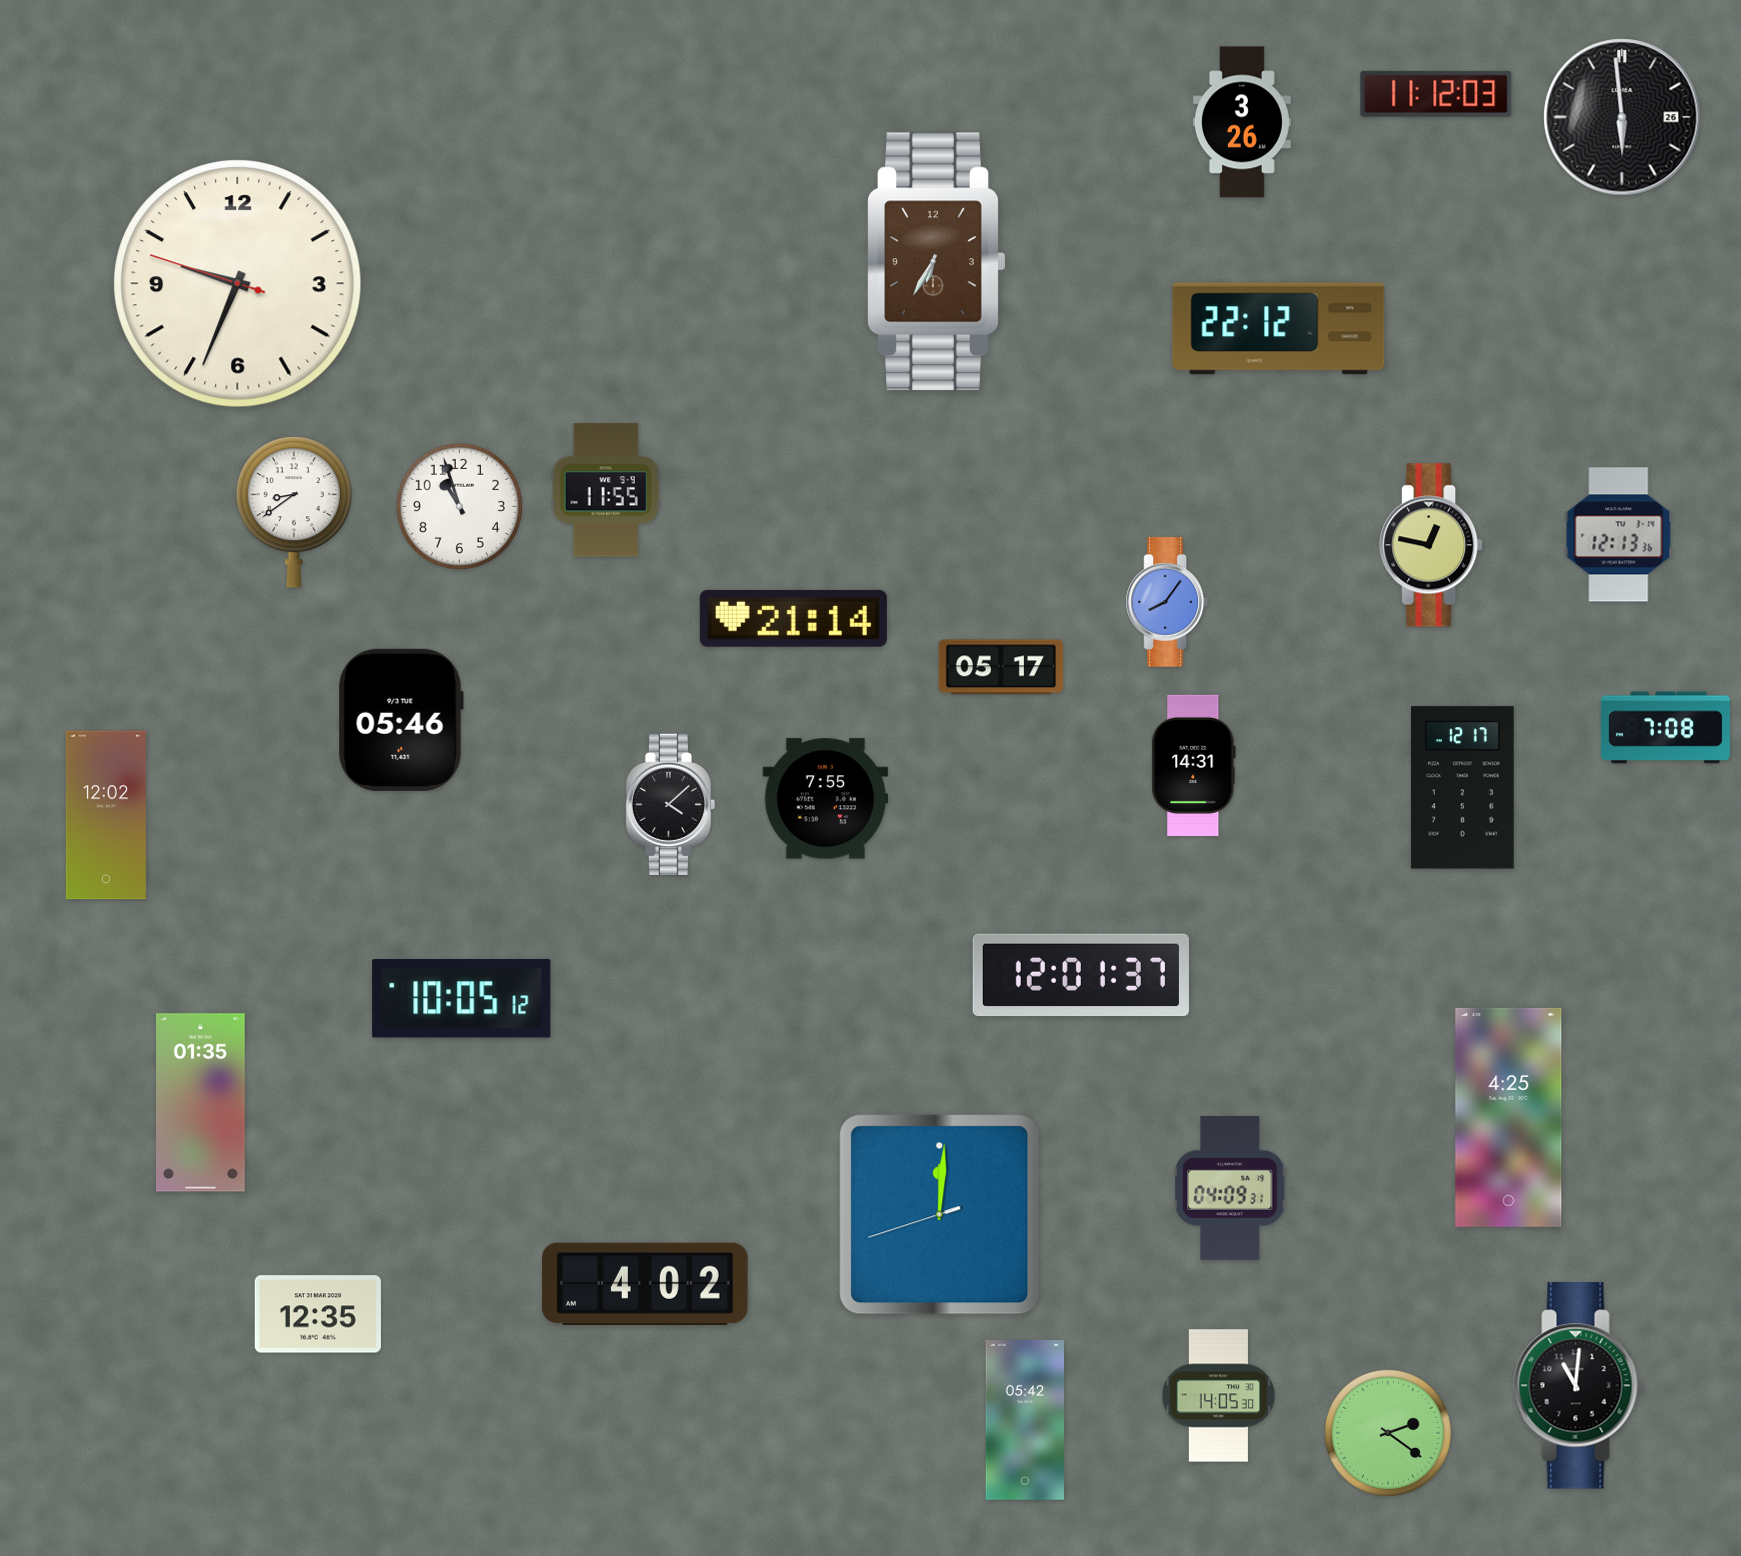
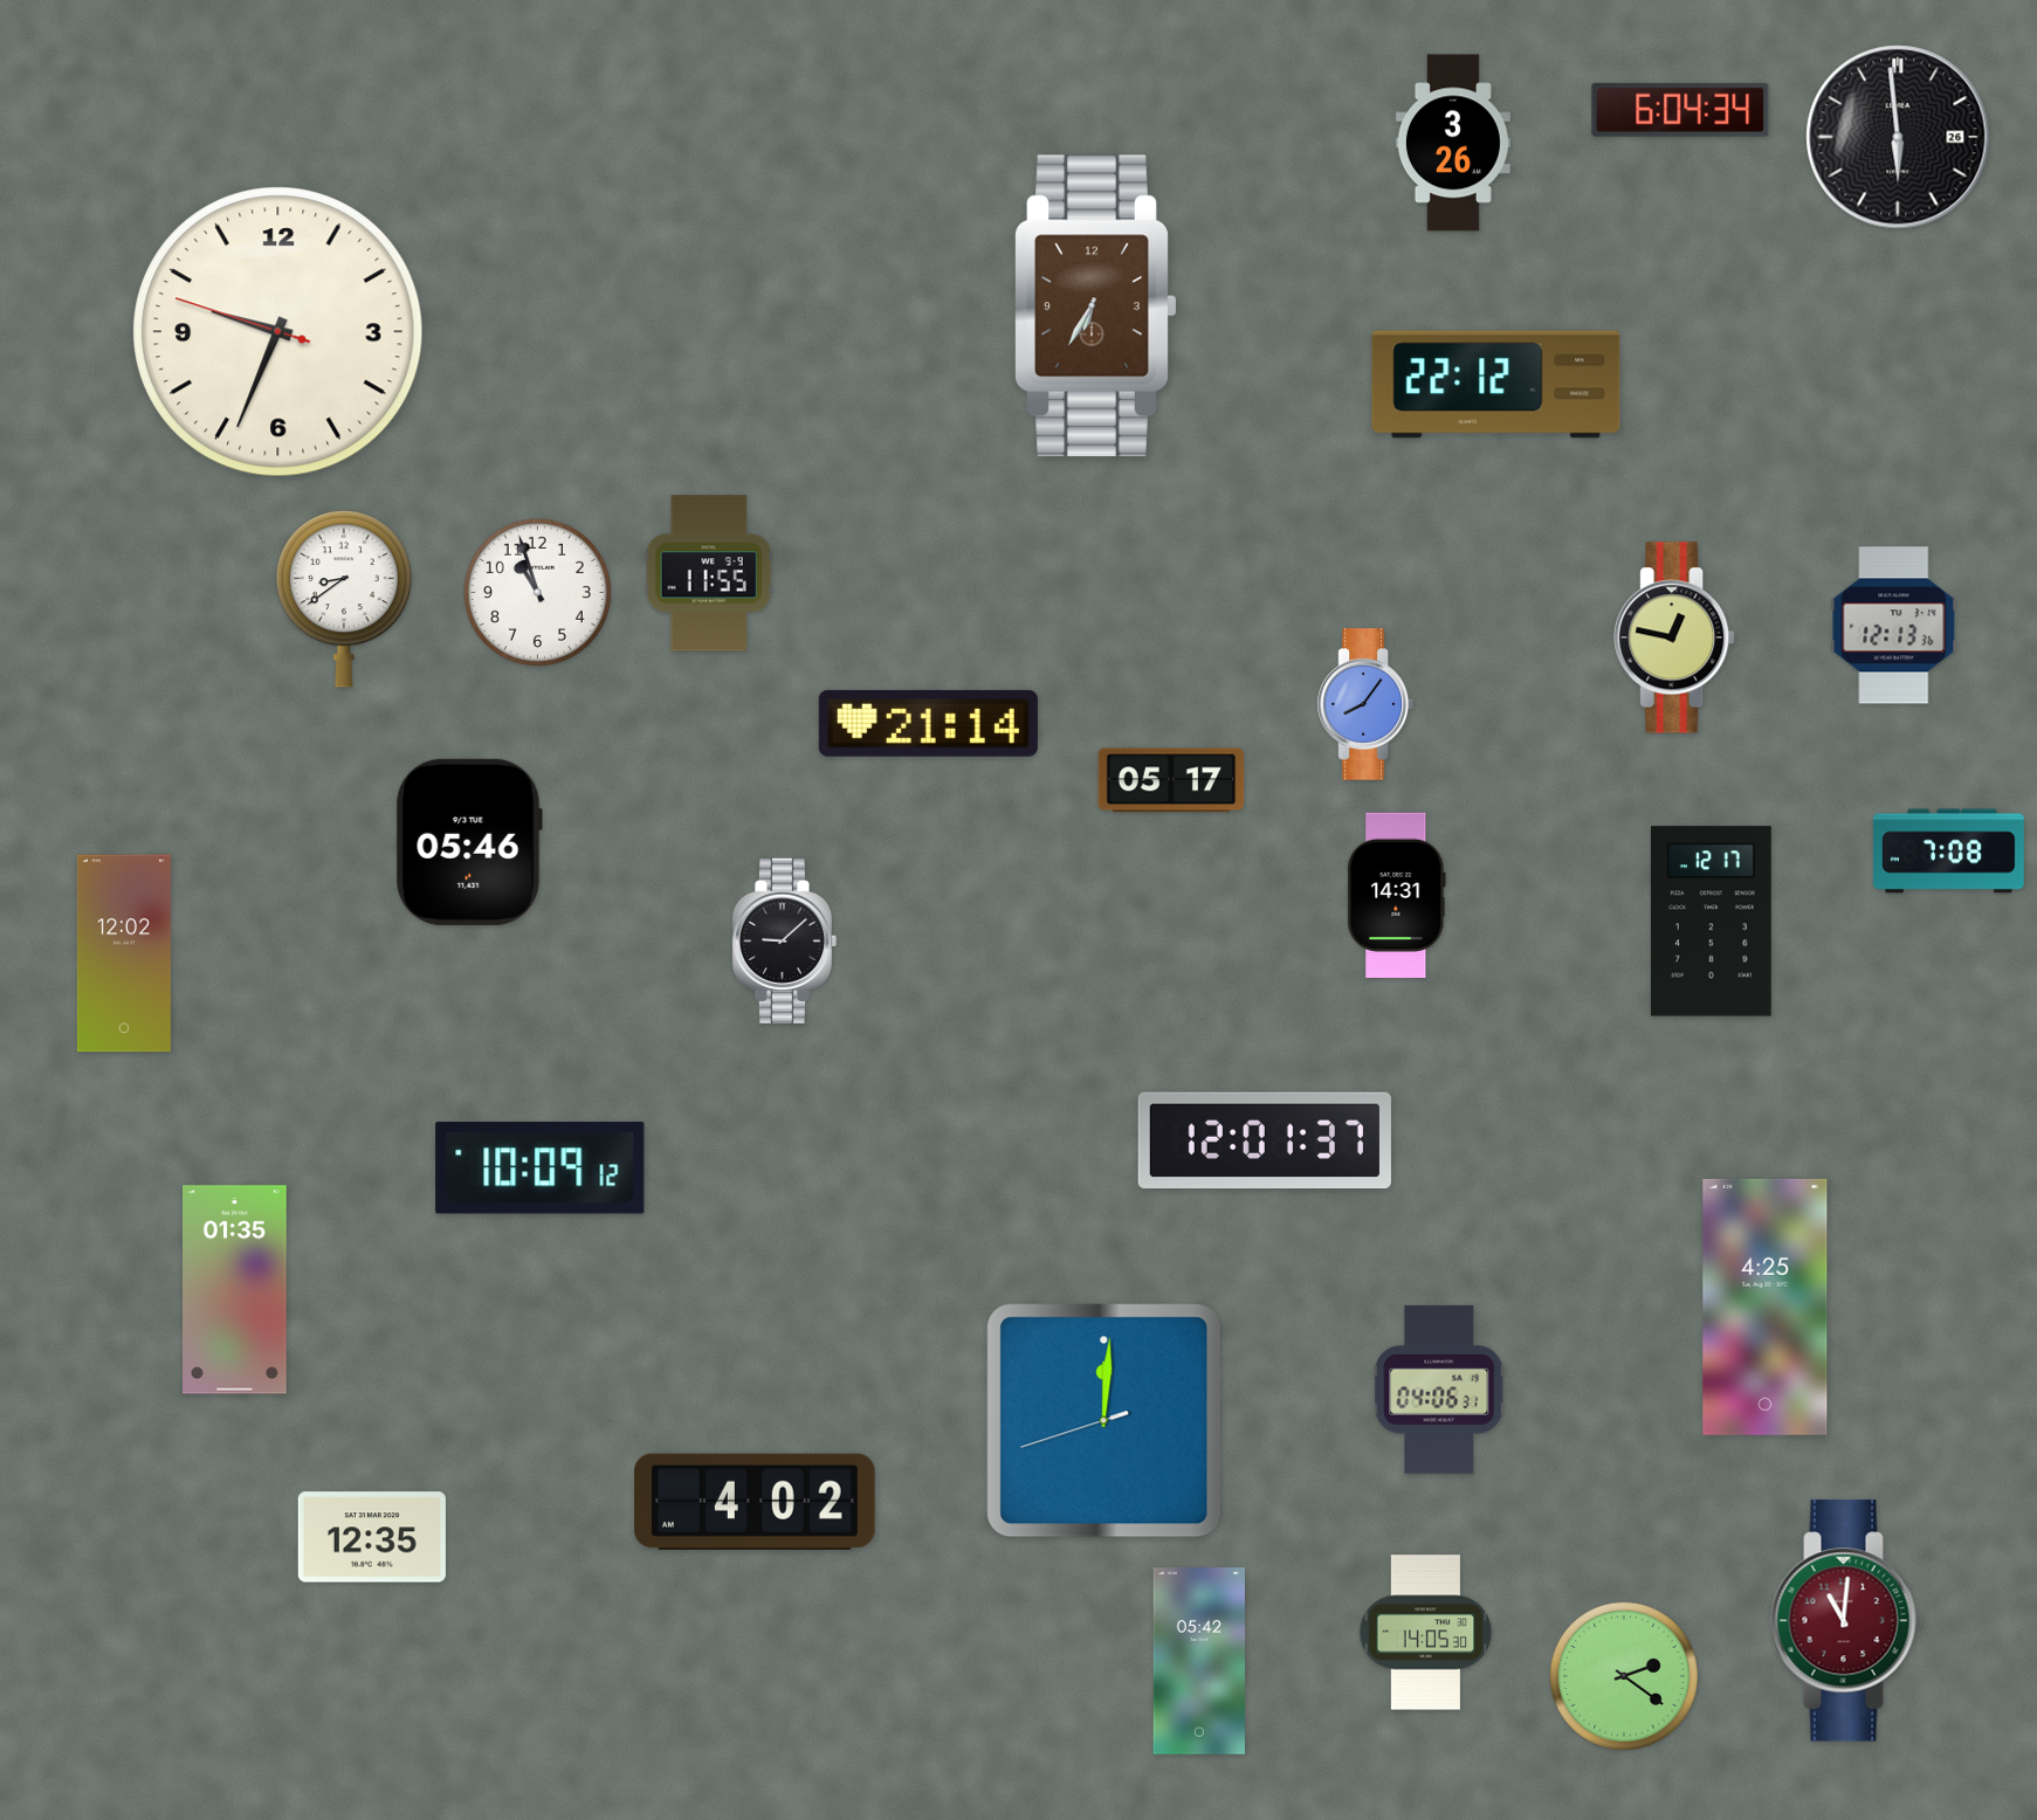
clock at (1436, 94): 11:12 -> 6:04
clock at (825, 799): 7:55 -> none
clock at (670, 804): 4:08 -> 9:08
clock at (462, 999): 10:05 -> 10:09
clock at (1230, 1188): 04:09 -> 04:06
clock at (940, 1215) position: (940, 1215) -> (1104, 1421)
clock at (1579, 1386) dial: black -> burgundy
